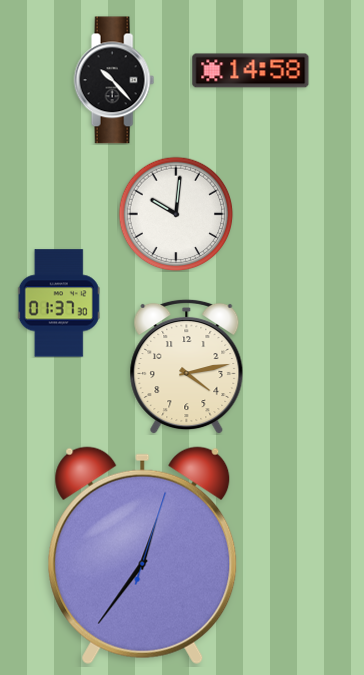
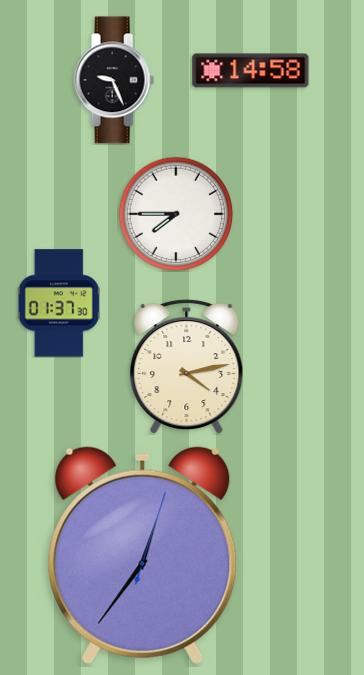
clock at (114, 80): 10:23 -> 9:26
clock at (176, 214): 10:01 -> 7:45
